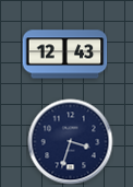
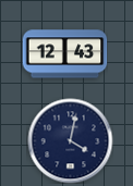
clock at (70, 141): 3:33 -> 4:02
